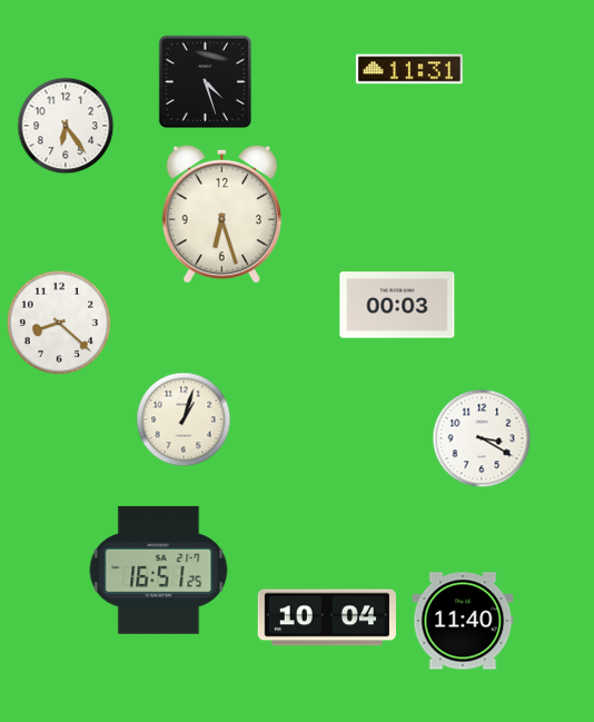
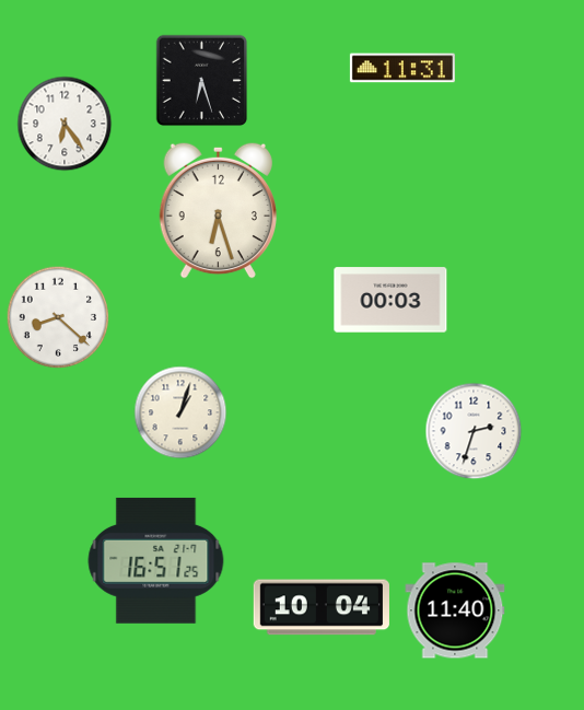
clock at (206, 82): 4:27 -> 6:27
clock at (482, 438): 3:20 -> 2:33
